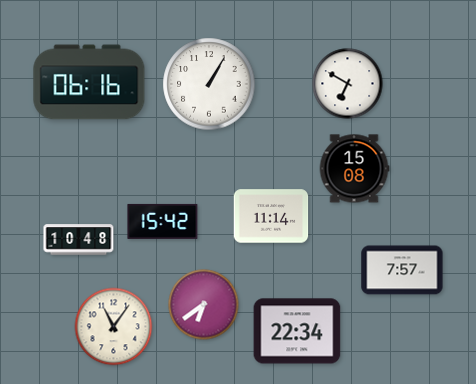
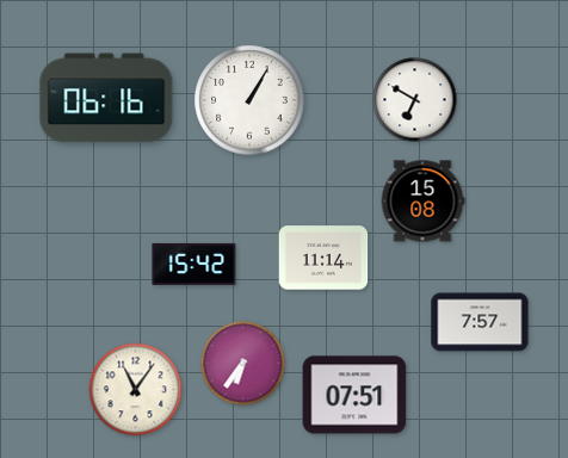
clock at (79, 240): 10:48 -> none
clock at (204, 305): 6:39 -> 6:36
clock at (297, 331): 22:34 -> 07:51
